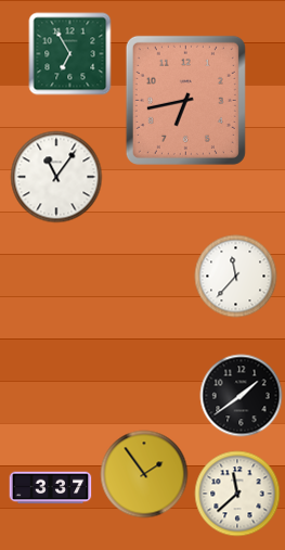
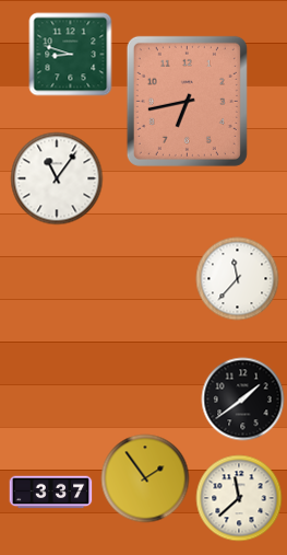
clock at (70, 54): 6:55 -> 8:48
